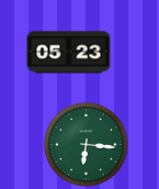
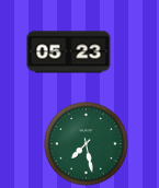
clock at (87, 145): 6:16 -> 7:28
